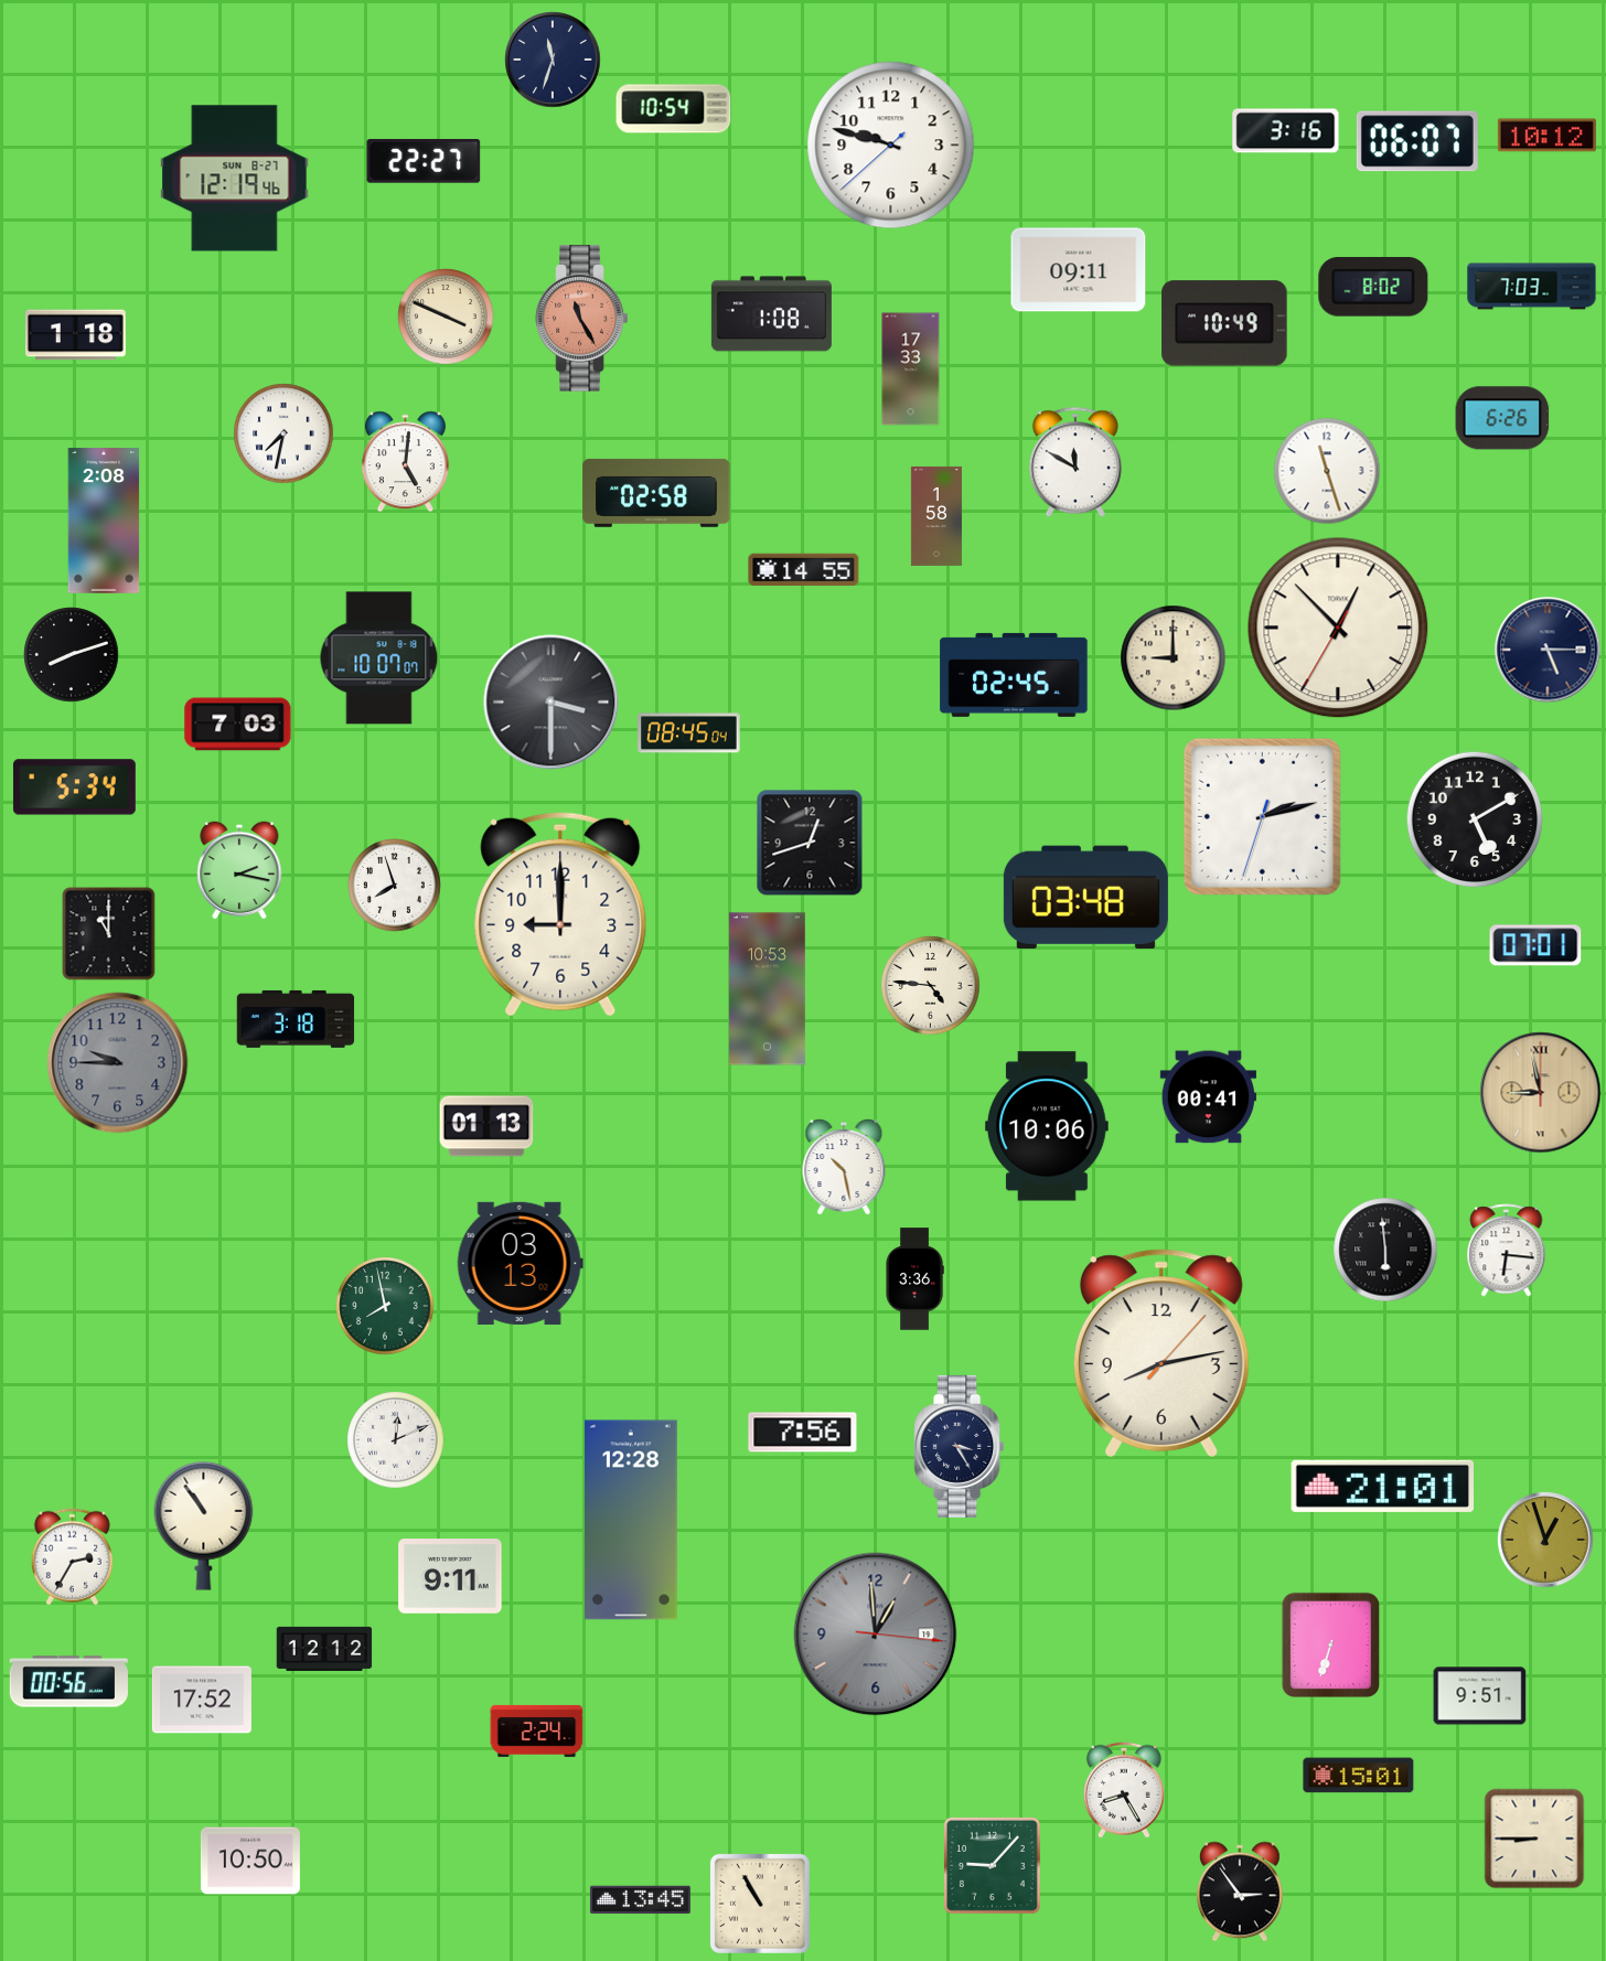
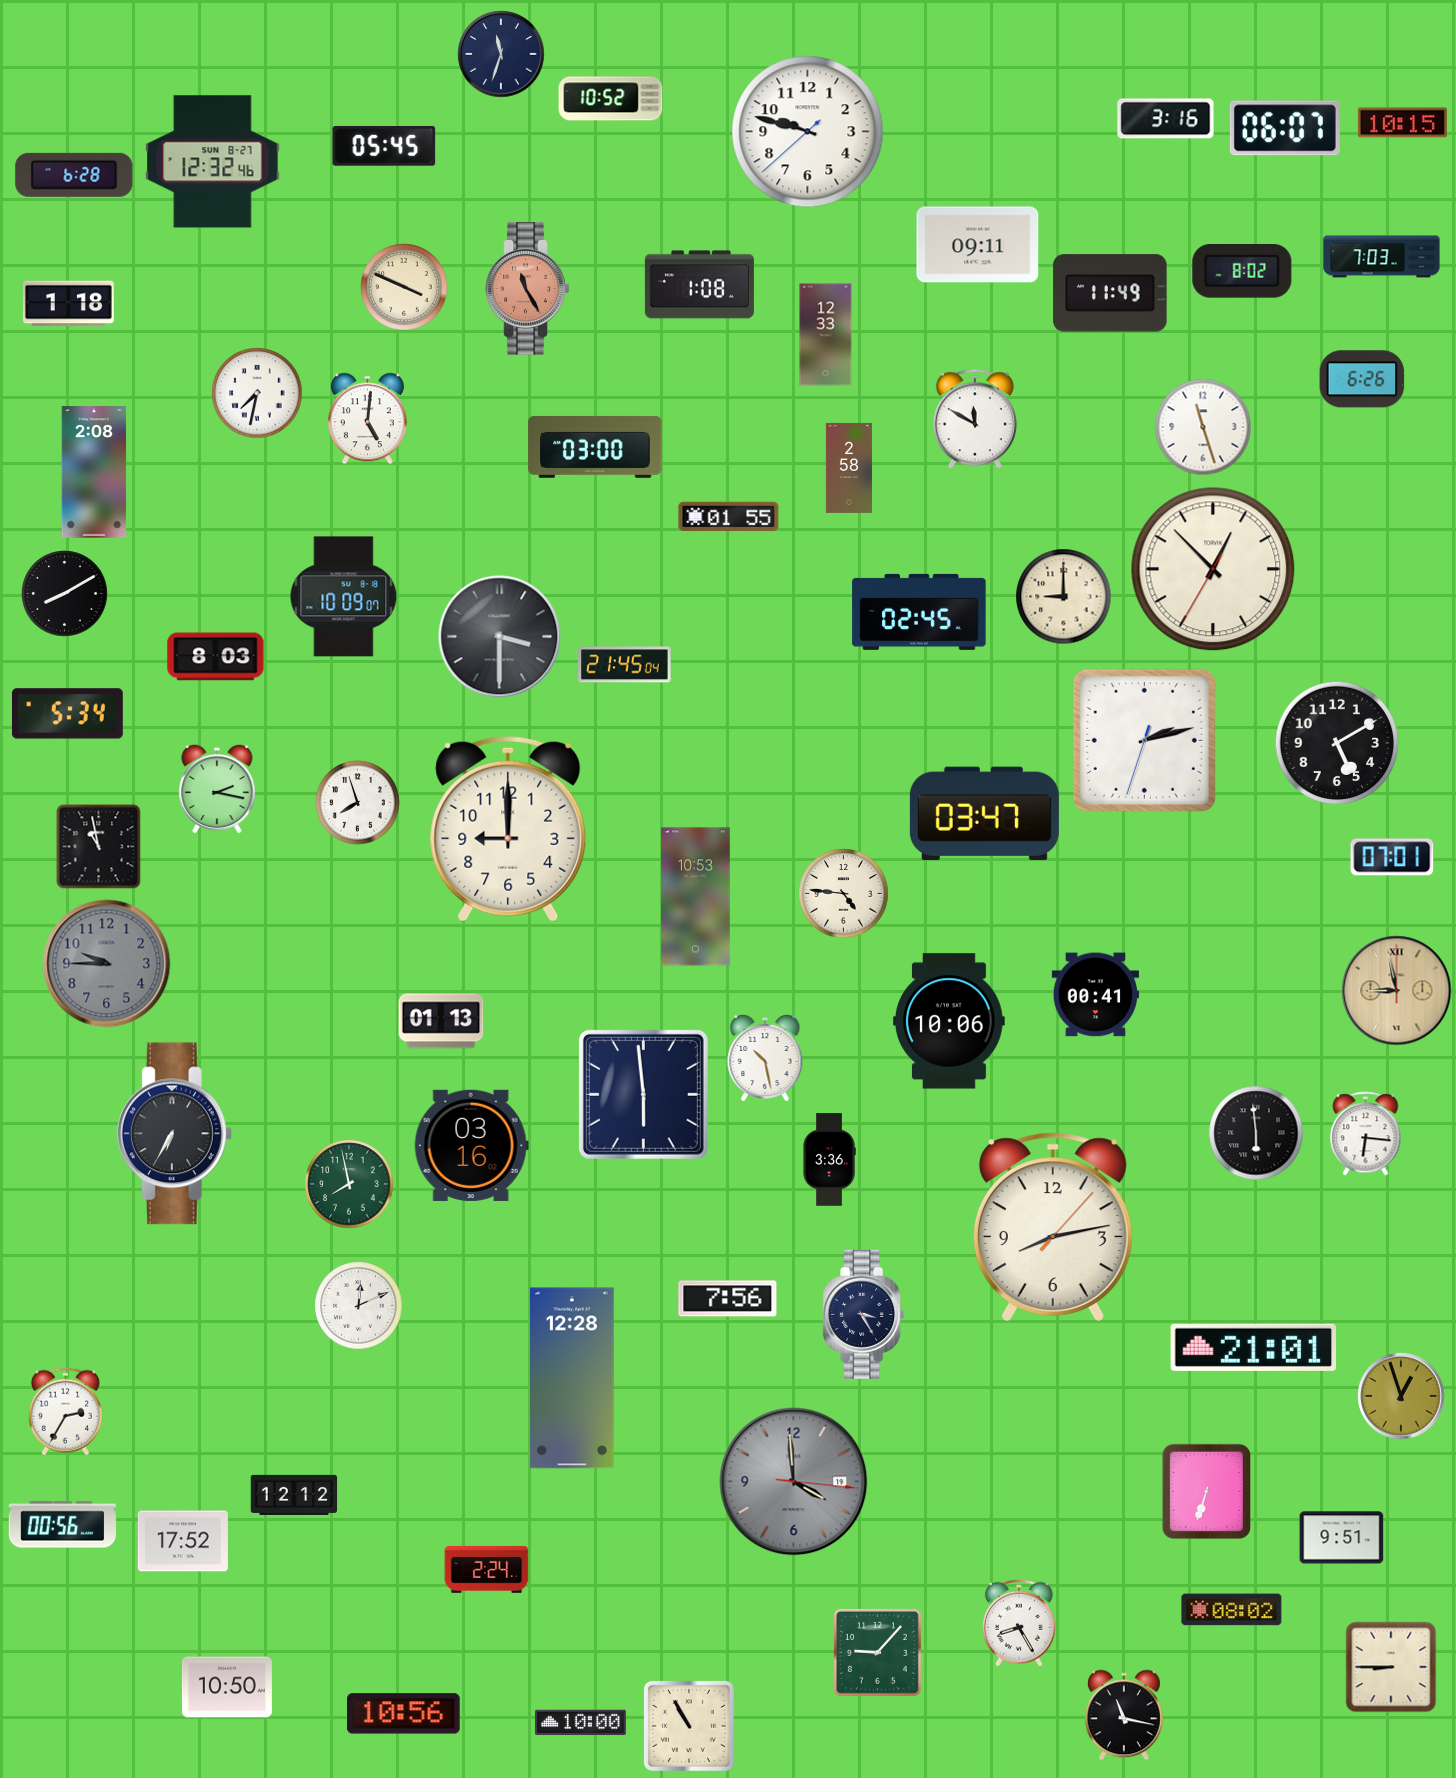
clock at (674, 109): 10:54 -> 10:52
clock at (1546, 136): 10:12 -> 10:15
clock at (424, 162): 22:27 -> 05:45
clock at (235, 179): 12:19 -> 12:32
clock at (74, 175): none -> 6:28
clock at (1532, 287) position: (1532, 287) -> (1382, 257)
clock at (1373, 288) position: (1373, 288) -> (1242, 272)
clock at (1224, 323): 10:49 -> 11:49
clock at (911, 369): 17:33 -> 12:33
clock at (656, 493): 02:58 -> 03:00
clock at (935, 516): 1:58 -> 2:58
clock at (804, 570): 14:55 -> 01:55
clock at (1548, 650): 5:15 -> none
clock at (72, 655): 8:12 -> 8:10
clock at (379, 658): 10:07 -> 10:09
clock at (238, 725): 7:03 -> 8:03
clock at (689, 733): 08:45 -> 21:45
clock at (810, 843): 12:42 -> none
clock at (1085, 898): 03:48 -> 03:47
clock at (109, 934): 11:00 -> 10:58
clock at (296, 1019): 3:18 -> none
clock at (643, 1094): none -> 5:59
clock at (174, 1134): none -> 6:35
clock at (520, 1263): 03:13 -> 03:16
clock at (960, 1446) position: (960, 1446) -> (864, 1314)
clock at (204, 1525): 10:54 -> none
clock at (450, 1577): 9:11 -> none
clock at (876, 1635): 12:59 -> 3:59
clock at (1359, 1776): 15:01 -> 08:02
clock at (992, 1865) position: (992, 1865) -> (877, 1652)
clock at (404, 1714): none -> 10:56
clock at (1240, 1892): 2:54 -> 11:17
clock at (640, 1900): 13:45 -> 10:00
